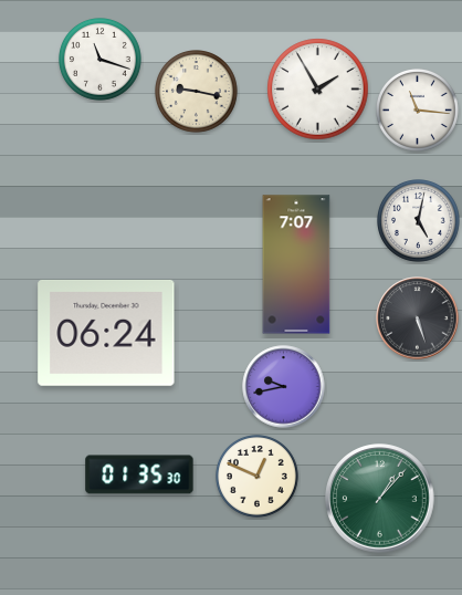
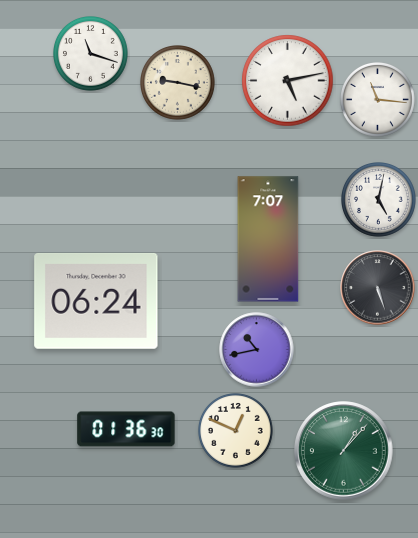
clock at (318, 90): 1:55 -> 5:13
clock at (284, 387): 9:43 -> 10:43
clock at (139, 474): 01:35 -> 01:36
clock at (258, 477) position: (258, 477) -> (236, 431)
